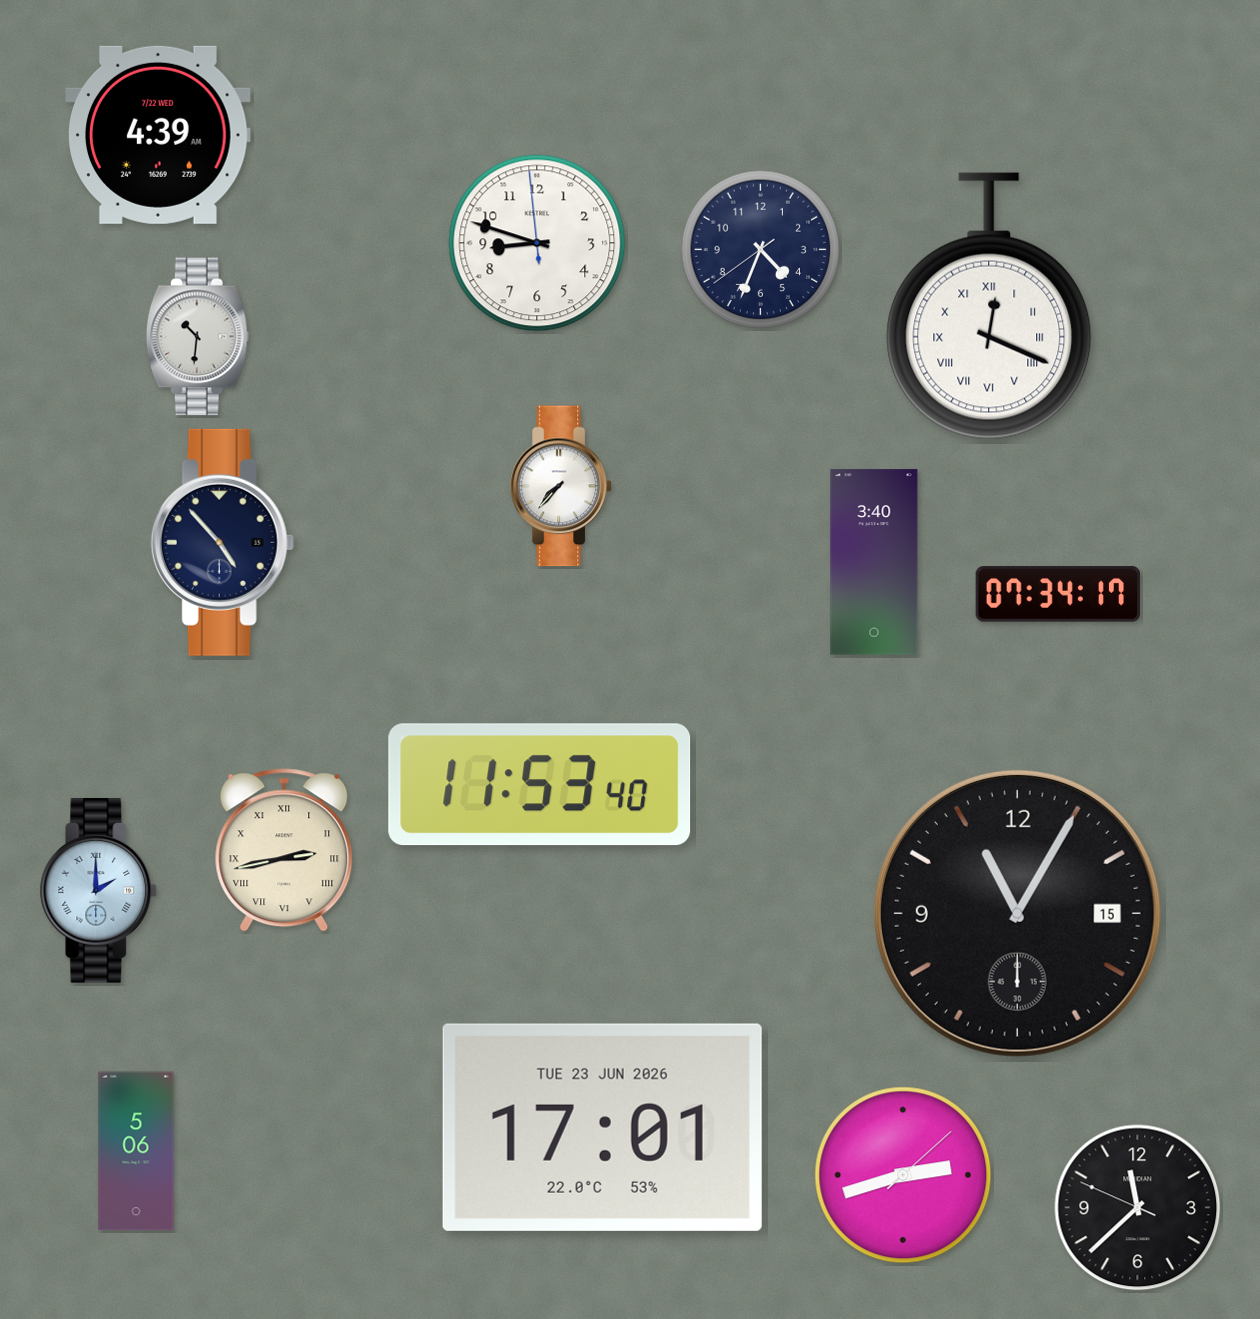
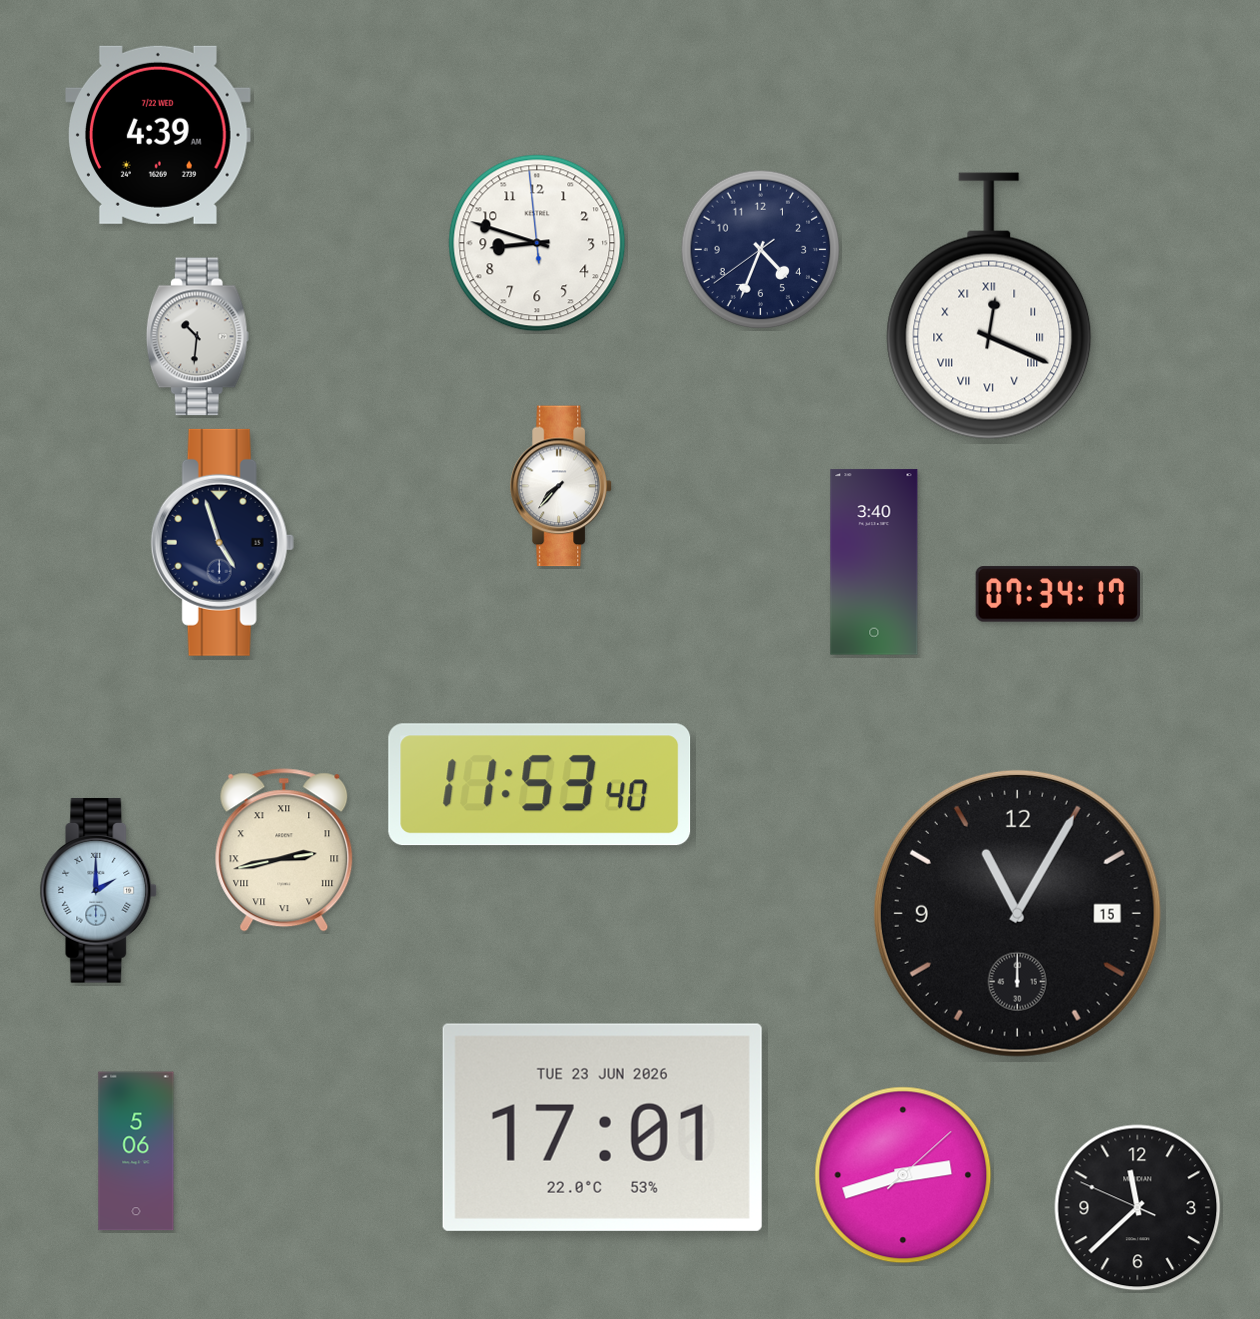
clock at (222, 542): 4:53 -> 4:57
